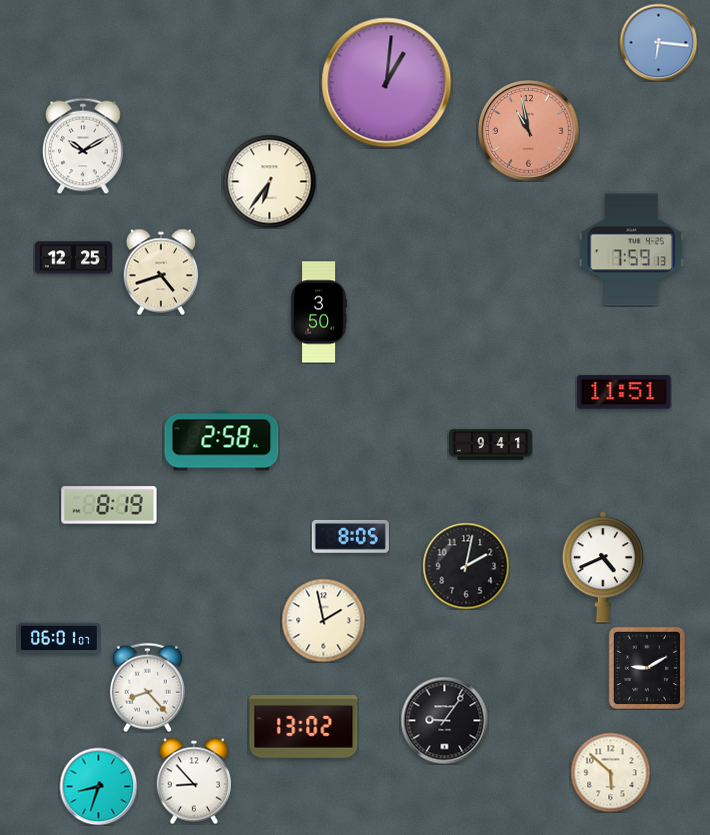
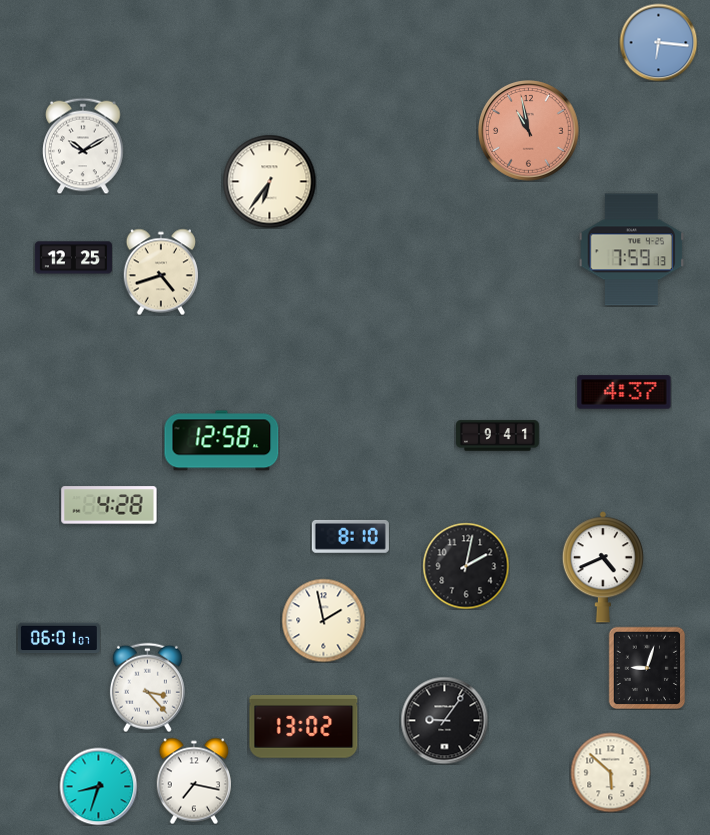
clock at (387, 83): 1:01 -> none
clock at (319, 312): 3:50 -> none
clock at (624, 392): 11:51 -> 4:37
clock at (222, 441): 2:58 -> 12:58
clock at (491, 445) position: (491, 445) -> (498, 436)
clock at (109, 505): 8:19 -> 4:28
clock at (350, 536): 8:05 -> 8:10
clock at (647, 668): 9:10 -> 9:03
clock at (147, 687): 8:23 -> 3:23
clock at (193, 781): 8:53 -> 7:17
